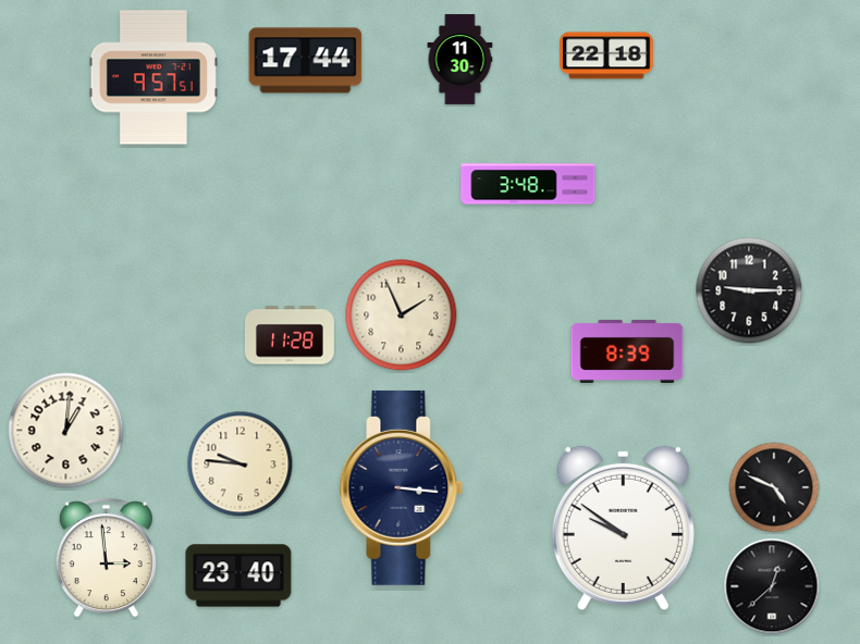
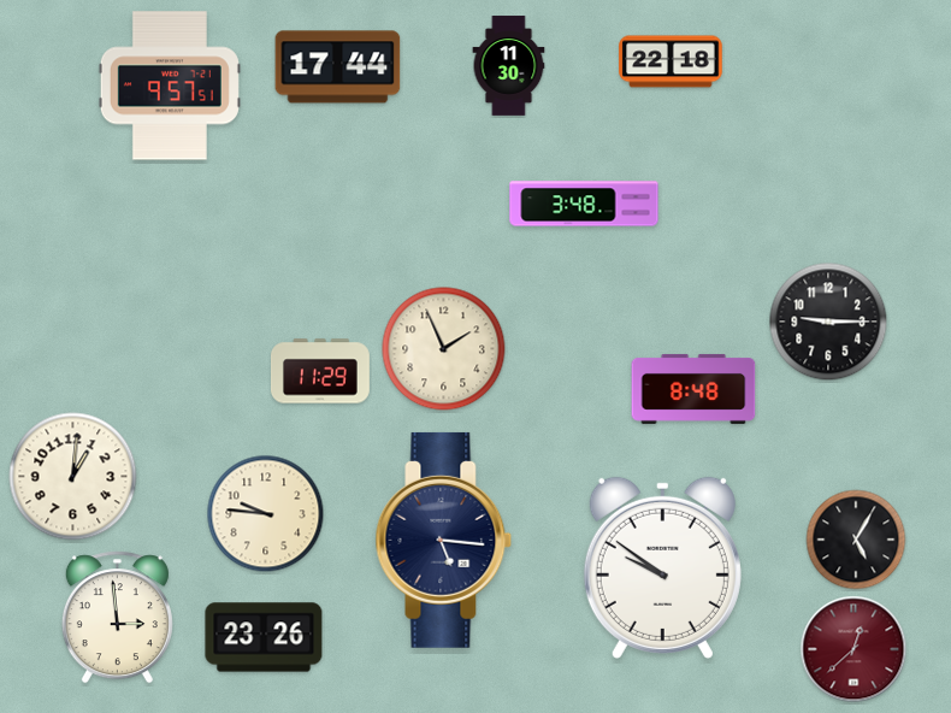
clock at (290, 335): 11:28 -> 11:29
clock at (627, 351): 8:39 -> 8:48
clock at (402, 487): 3:16 -> 5:16
clock at (774, 487): 4:49 -> 5:05
clock at (623, 528) position: (623, 528) -> (662, 567)
clock at (238, 575): 23:40 -> 23:26
clock at (772, 586) dial: black -> burgundy
